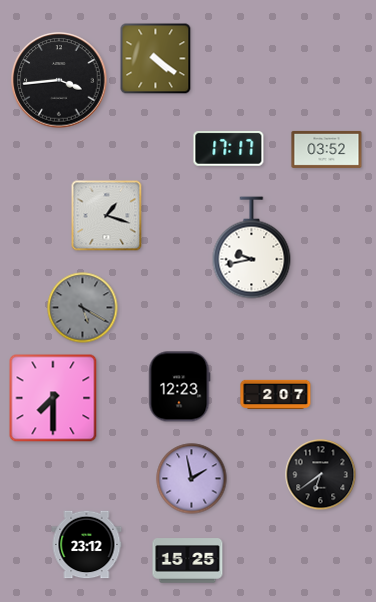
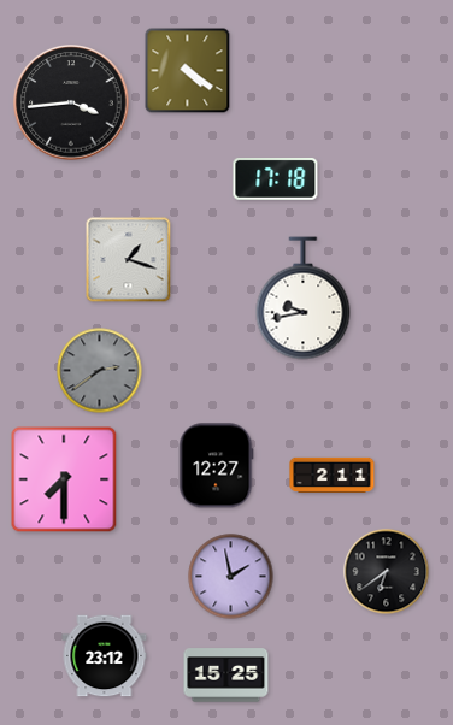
clock at (59, 80) position: (59, 80) -> (71, 102)
clock at (229, 149): 17:17 -> 17:18
clock at (327, 149): 03:52 -> none
clock at (83, 308): 5:20 -> 2:39
clock at (179, 387): 12:23 -> 12:27
clock at (276, 394): 2:07 -> 2:11
